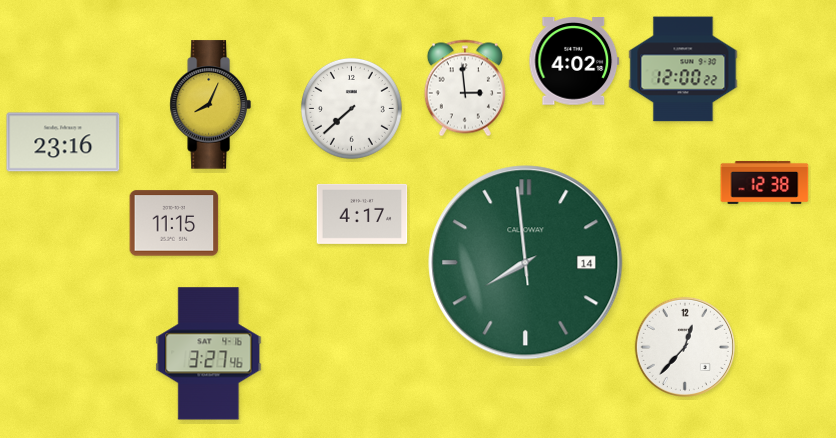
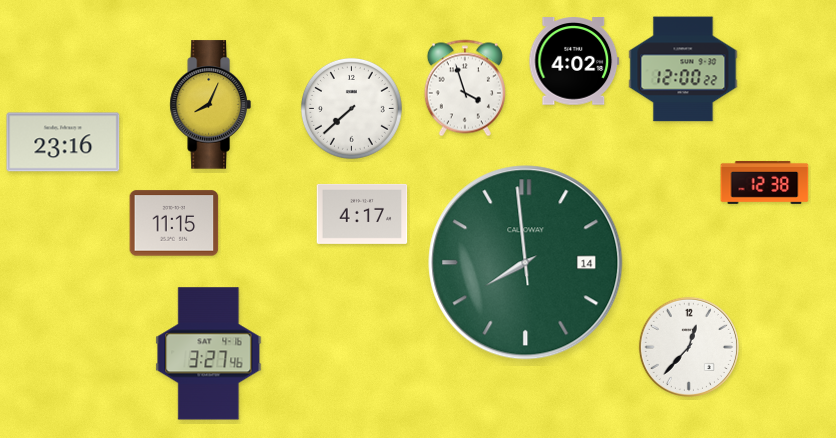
clock at (465, 88): 2:59 -> 3:57
clock at (685, 347) position: (685, 347) -> (689, 347)
